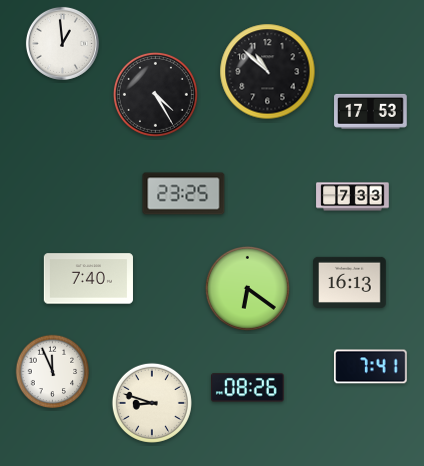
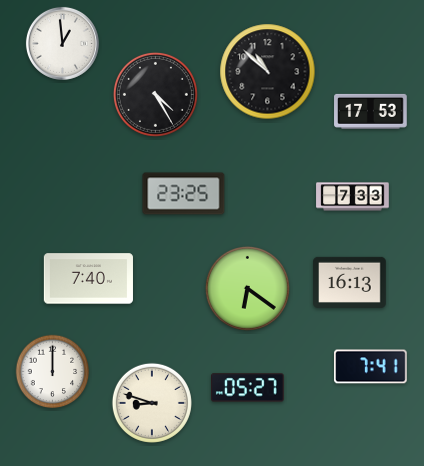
clock at (53, 372): 11:56 -> 12:00
clock at (248, 388): 08:26 -> 05:27
